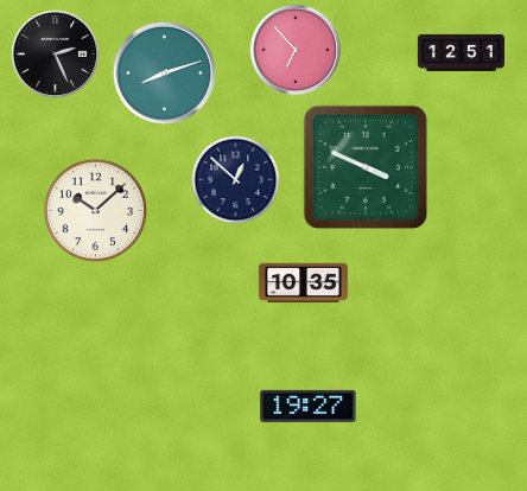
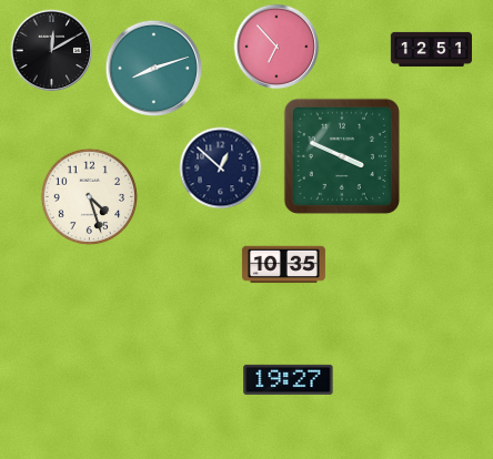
clock at (56, 55): 2:26 -> 12:10
clock at (96, 211): 10:08 -> 4:27
